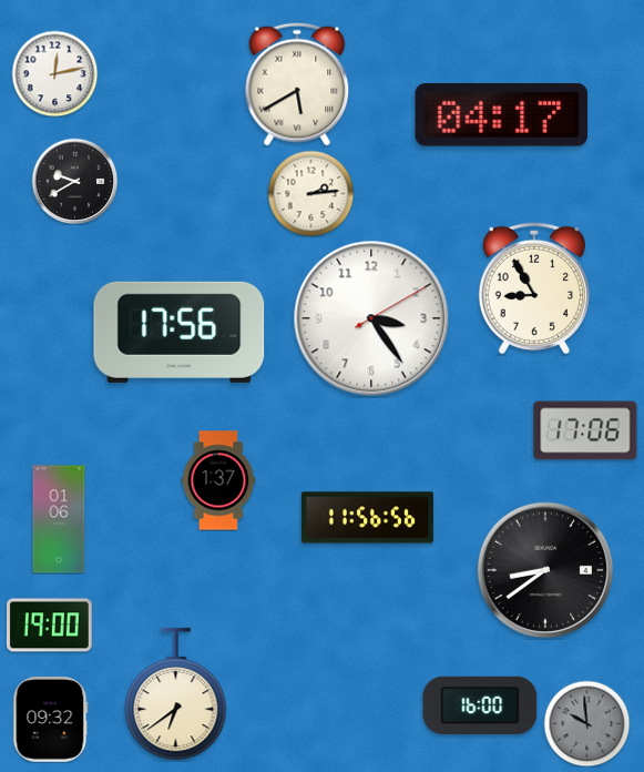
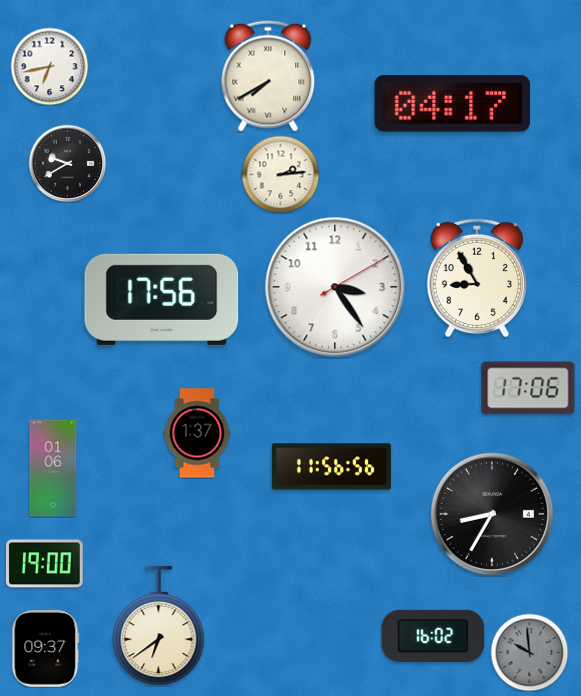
clock at (54, 73): 12:13 -> 6:43
clock at (297, 84): 5:40 -> 7:40
clock at (533, 288) position: (533, 288) -> (476, 278)
clock at (544, 569): 8:39 -> 8:35
clock at (480, 705): 16:00 -> 16:02
clock at (51, 720): 09:32 -> 09:37
